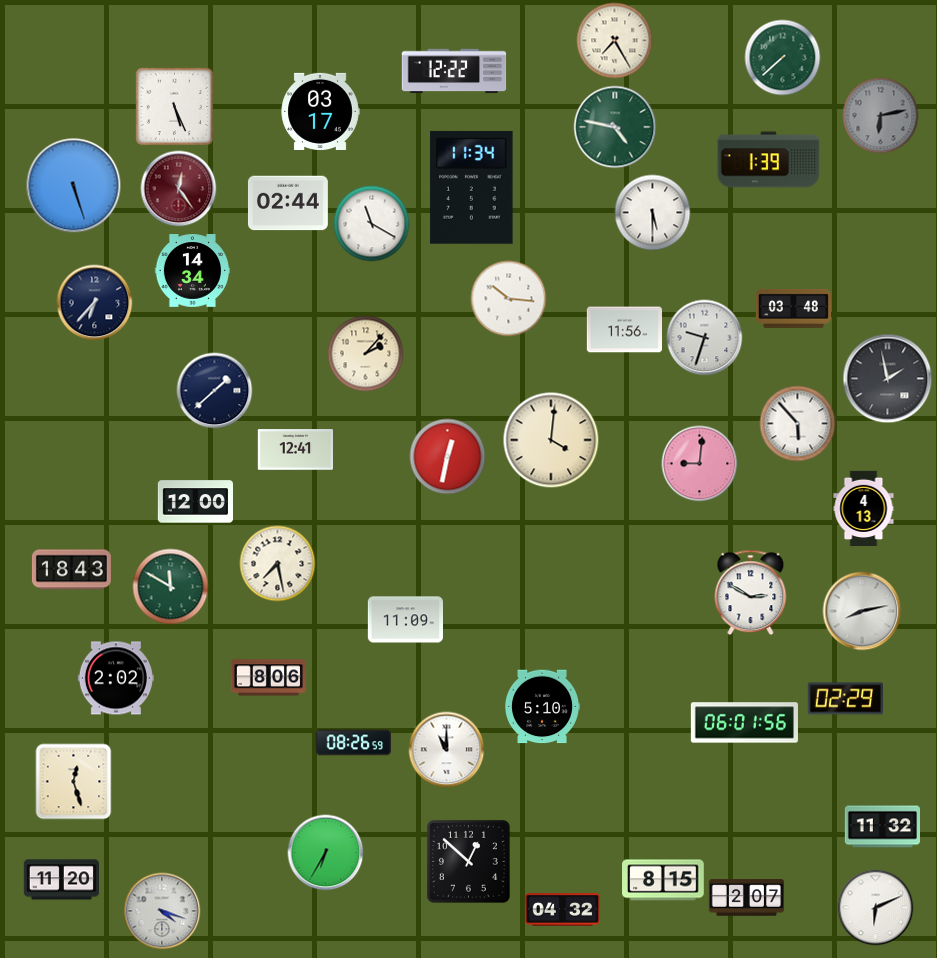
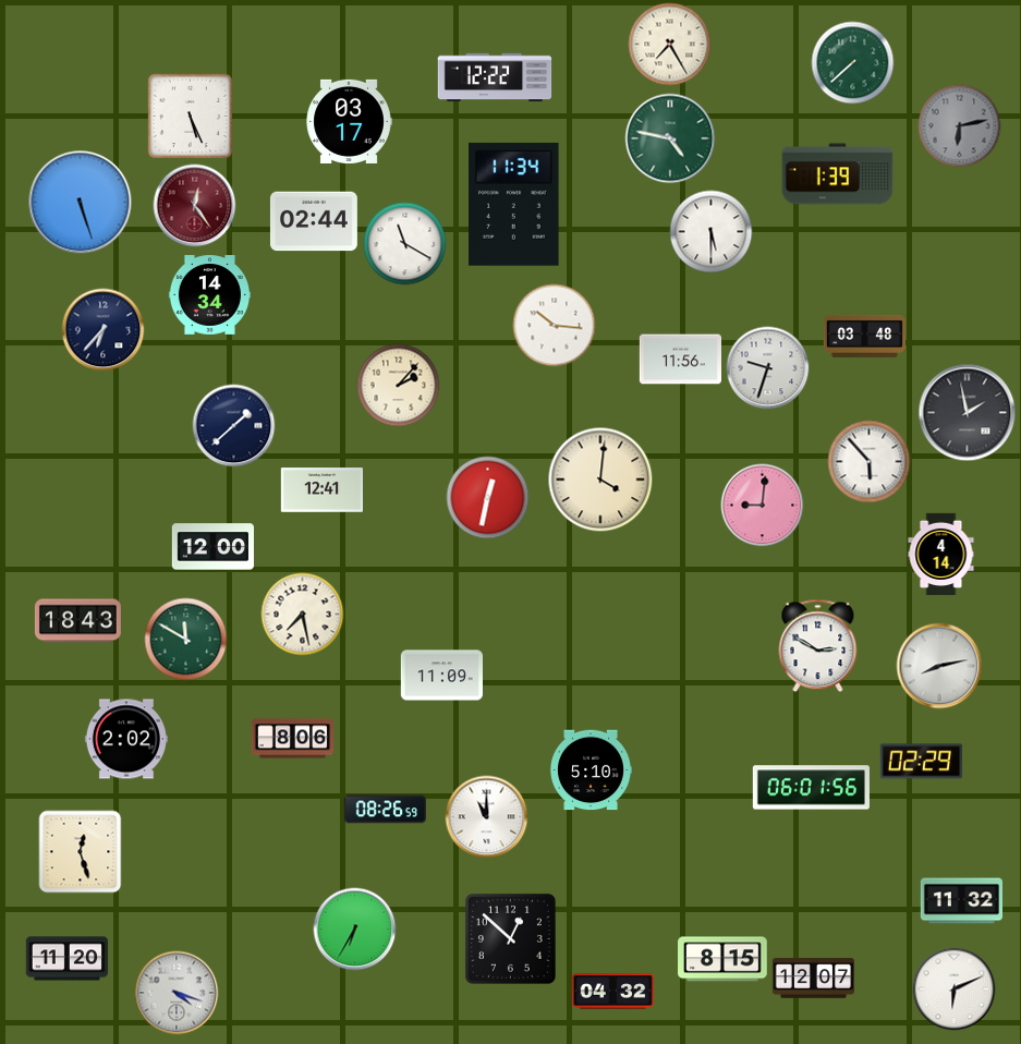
clock at (864, 508): 4:13 -> 4:14
clock at (747, 898): 2:07 -> 12:07
